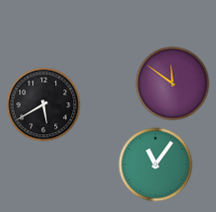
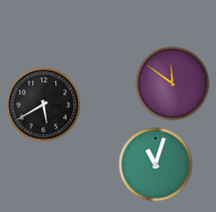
clock at (156, 165): 11:06 -> 11:03
